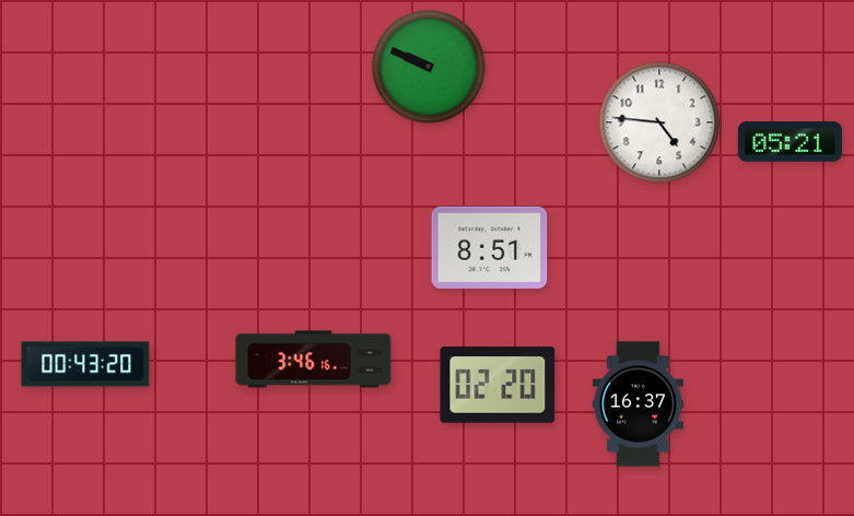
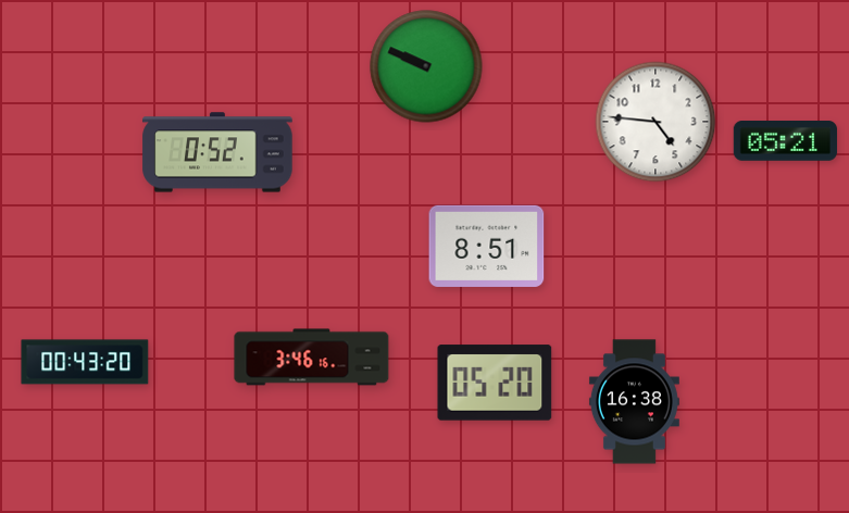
clock at (217, 152): none -> 0:52
clock at (498, 385): 02:20 -> 05:20
clock at (637, 404): 16:37 -> 16:38
